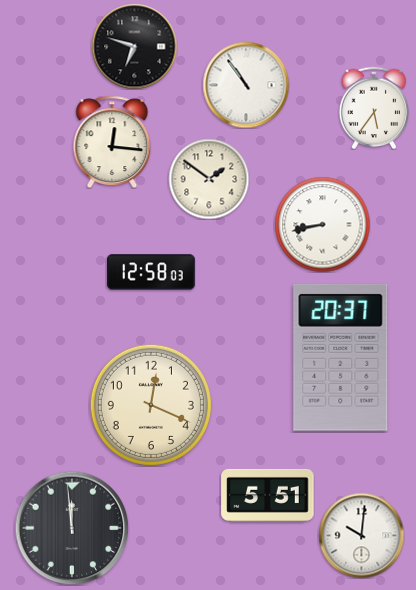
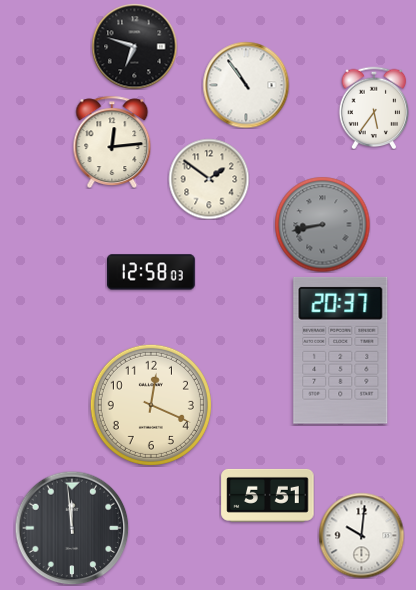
clock at (112, 141): 12:16 -> 12:14
clock at (322, 224) dial: white -> grey
clock at (341, 357) position: (341, 357) -> (341, 350)
